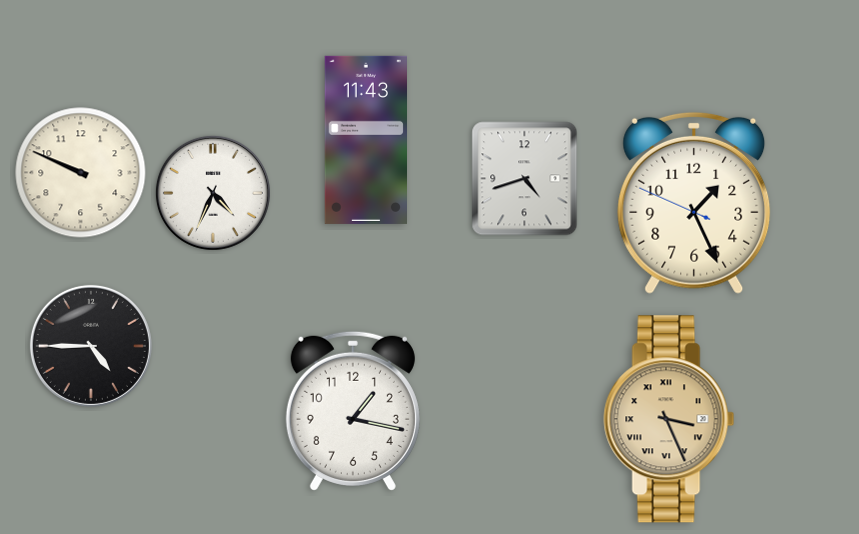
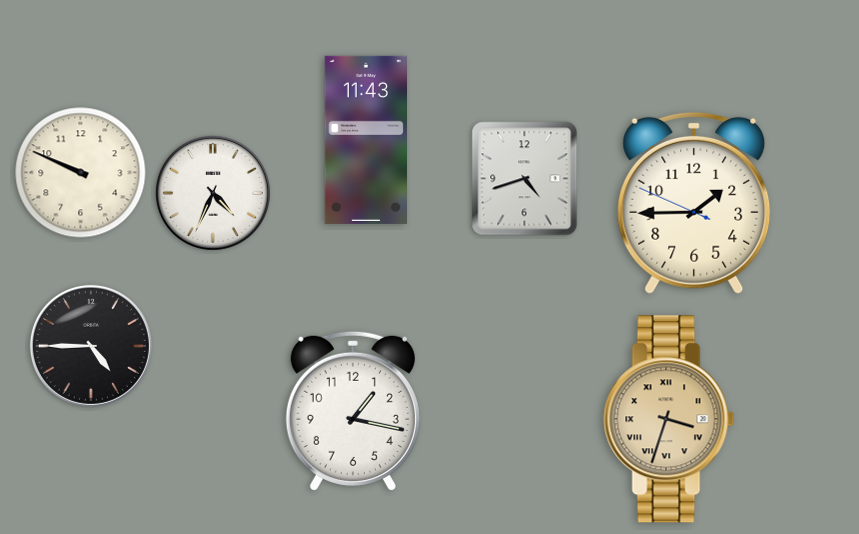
clock at (694, 203): 1:25 -> 1:44
clock at (669, 419): 3:26 -> 3:33
